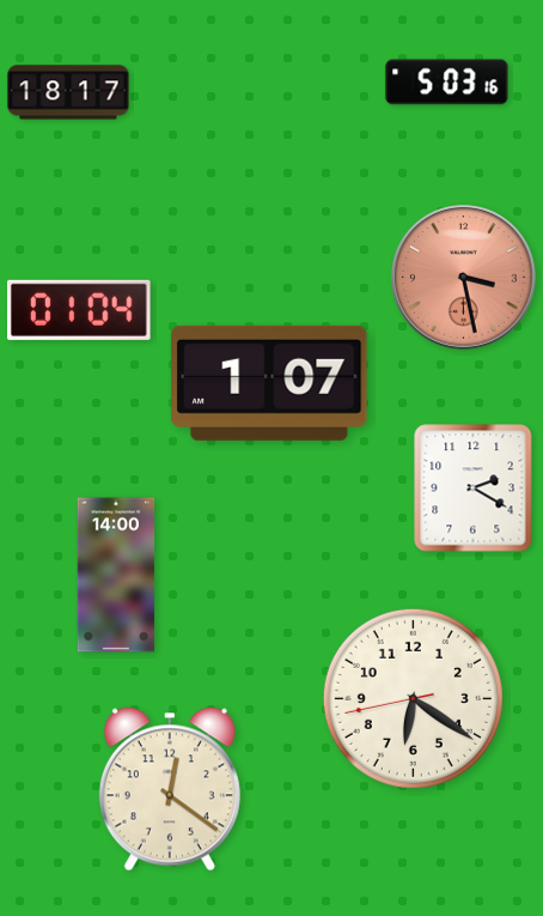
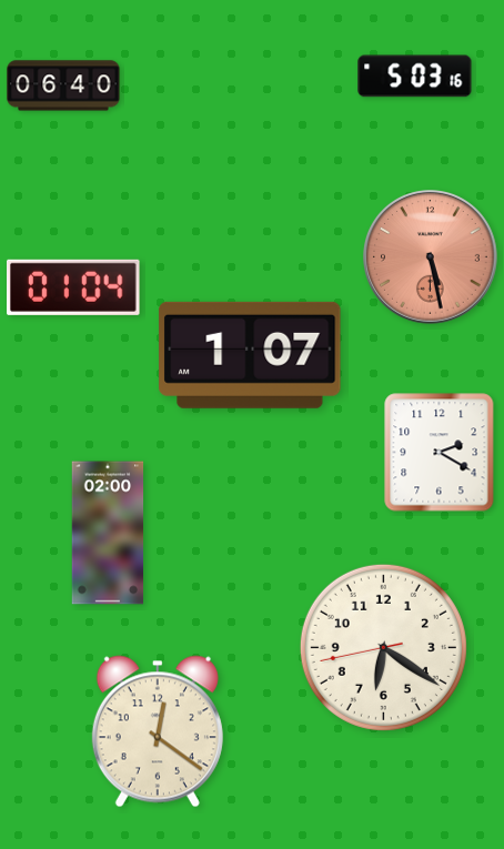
clock at (68, 92): 18:17 -> 06:40
clock at (464, 278): 3:28 -> 5:28
clock at (116, 575): 14:00 -> 02:00
